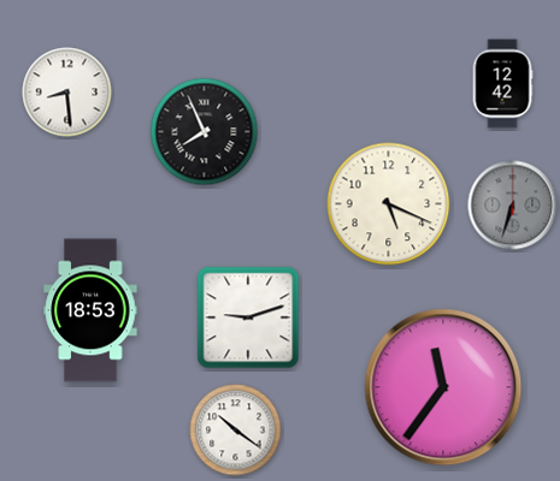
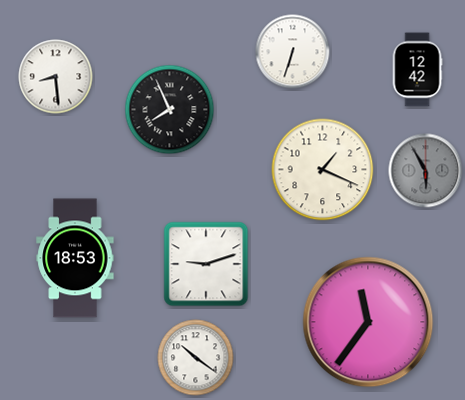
clock at (293, 52): none -> 6:33
clock at (389, 204): 5:19 -> 1:19
clock at (513, 206): 6:33 -> 5:55
